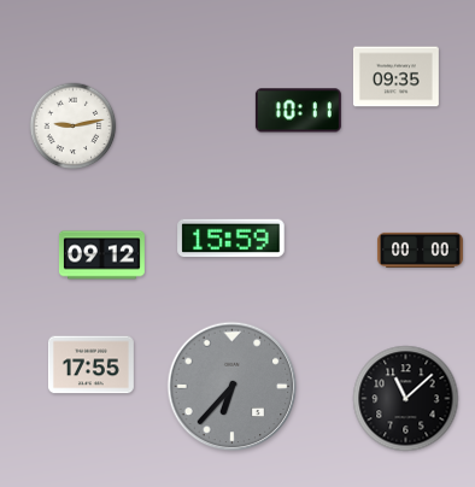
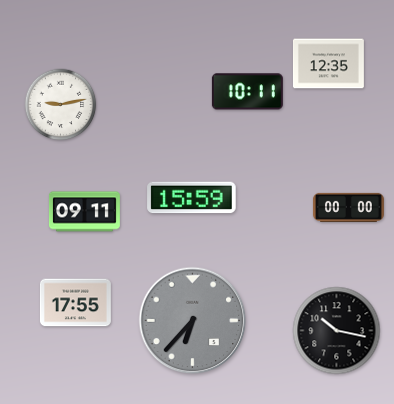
clock at (395, 77): 09:35 -> 12:35
clock at (101, 256): 09:12 -> 09:11
clock at (406, 399): 11:08 -> 10:17
